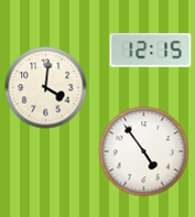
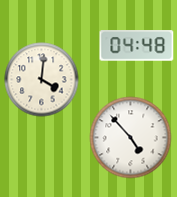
clock at (151, 51): 12:15 -> 04:48
clock at (144, 152): 4:54 -> 4:53
